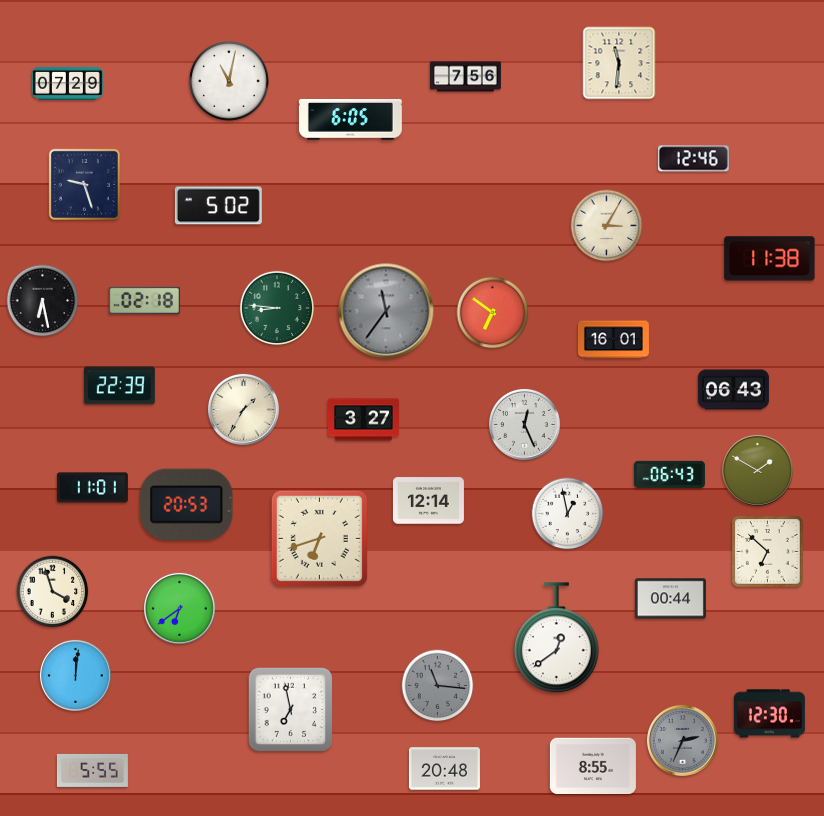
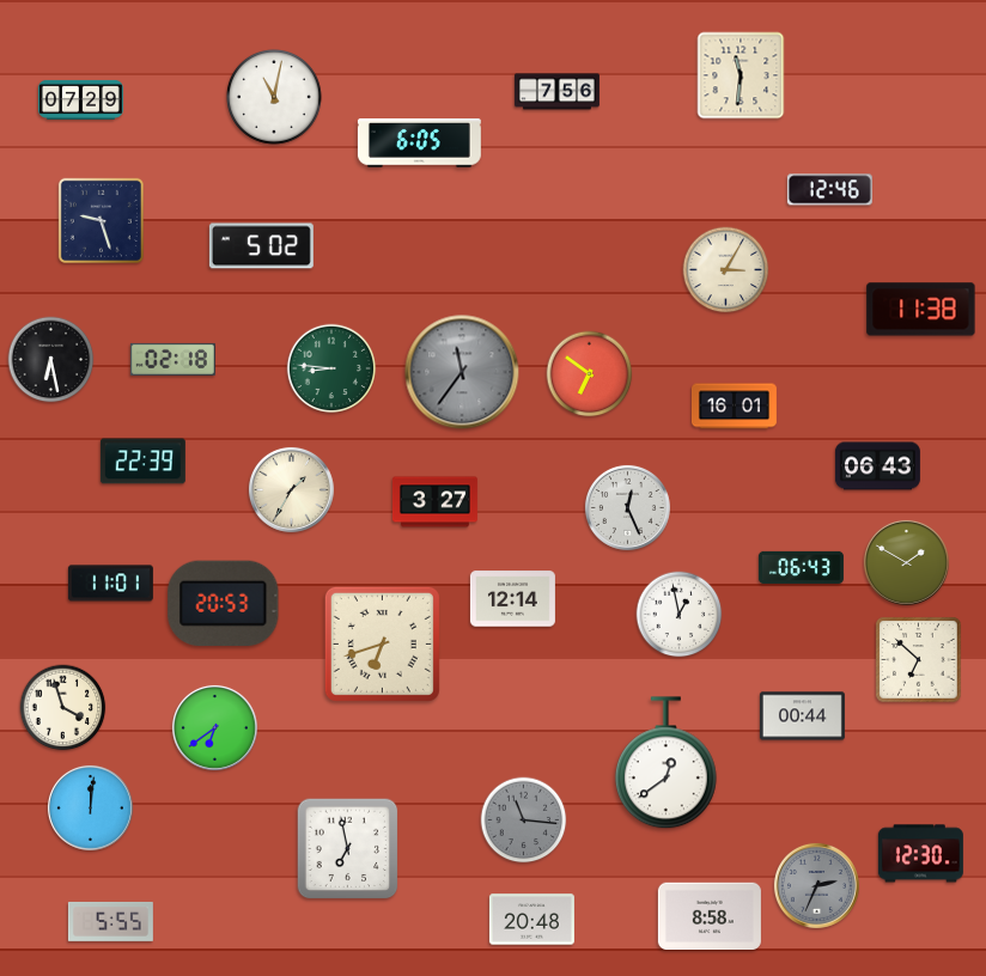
clock at (593, 765): 8:55 -> 8:58
